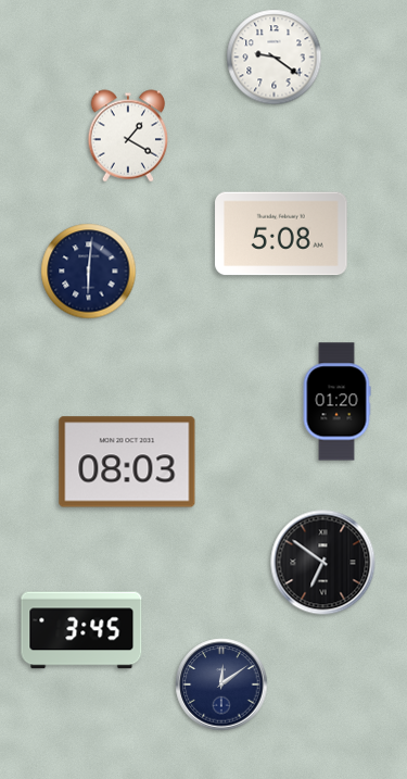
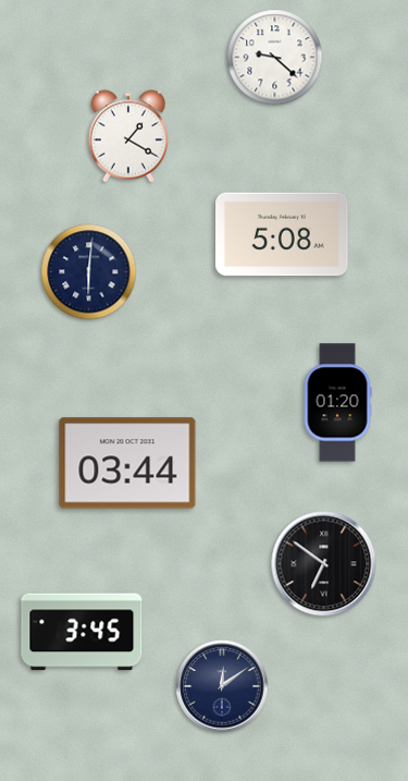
clock at (275, 58): 9:21 -> 9:22
clock at (127, 462): 08:03 -> 03:44
